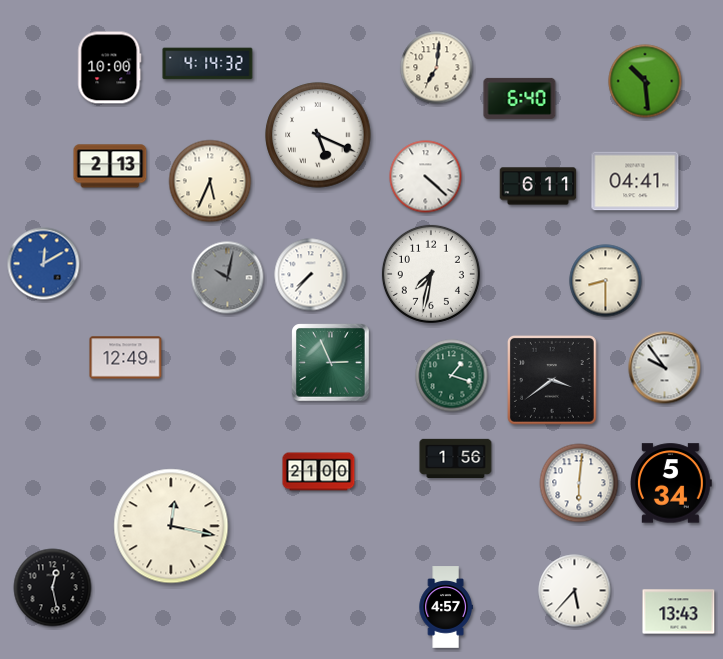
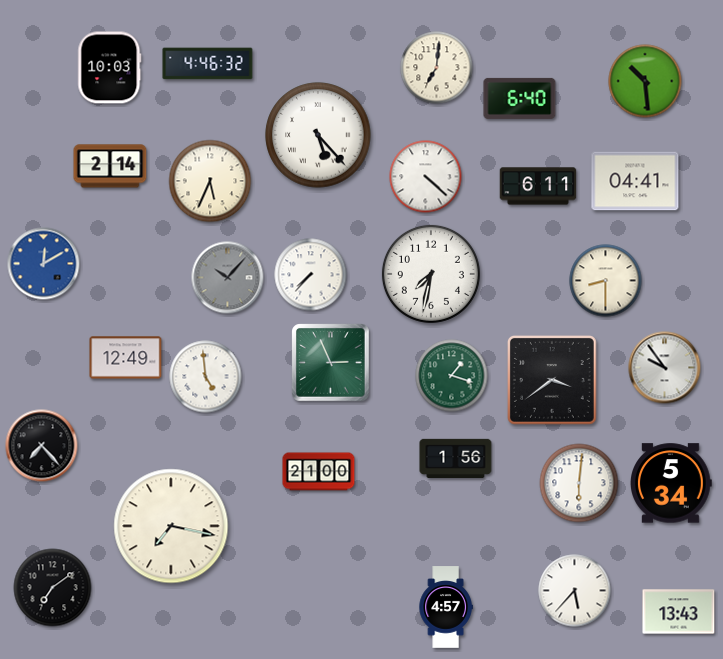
clock at (208, 64): 4:14 -> 4:46
clock at (110, 68): 10:00 -> 10:03
clock at (318, 135): 5:19 -> 5:23
clock at (110, 166): 2:13 -> 2:14
clock at (228, 278): 10:02 -> 10:07
clock at (206, 377): none -> 4:59
clock at (42, 446): none -> 7:23
clock at (171, 526): 12:17 -> 7:17
clock at (53, 588): 12:28 -> 7:09
